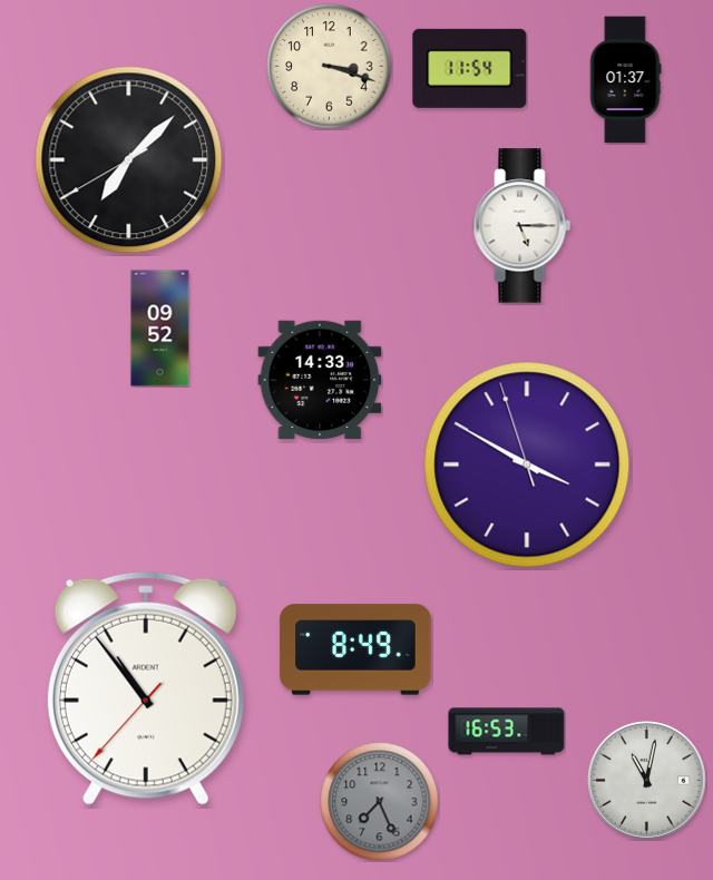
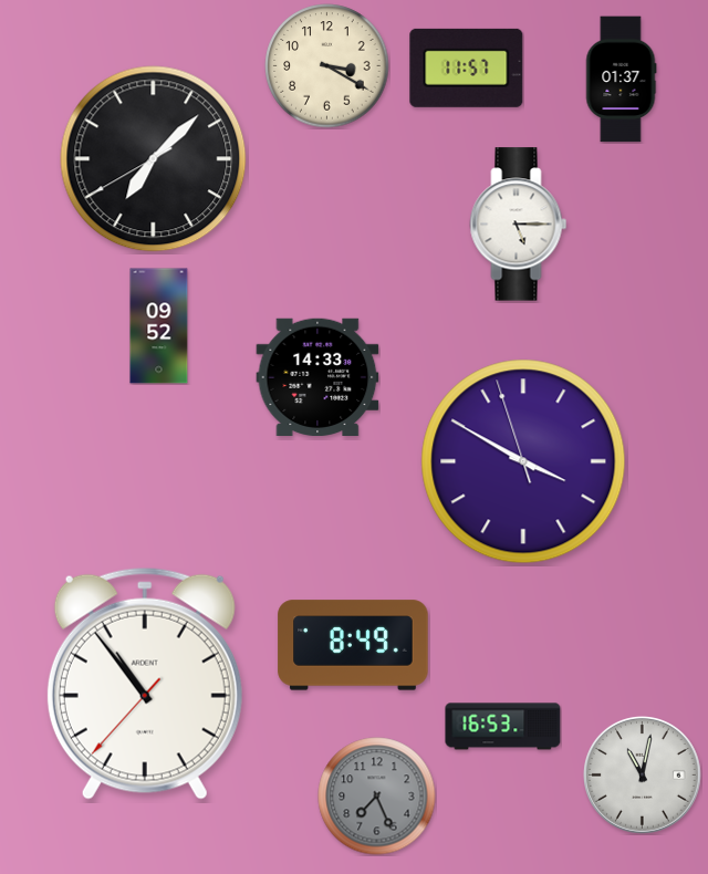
clock at (330, 67): 3:18 -> 3:20
clock at (470, 68): 11:54 -> 11:57
clock at (129, 160) position: (129, 160) -> (154, 159)
